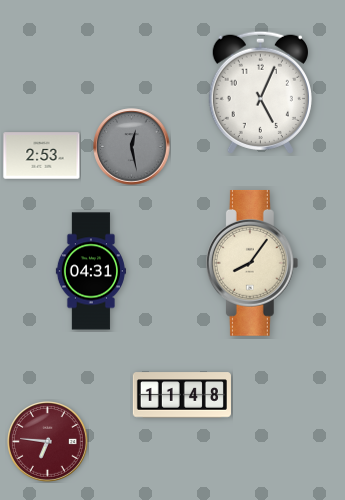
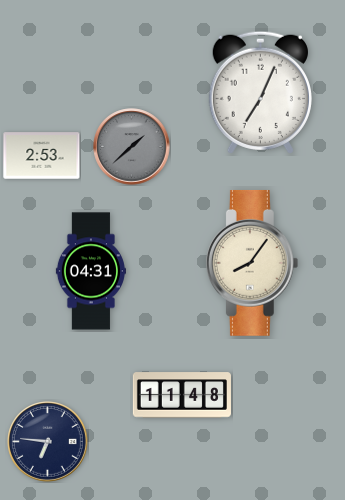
clock at (260, 92): 5:04 -> 7:04
clock at (132, 147): 12:28 -> 1:38
clock at (48, 442) dial: burgundy -> navy
